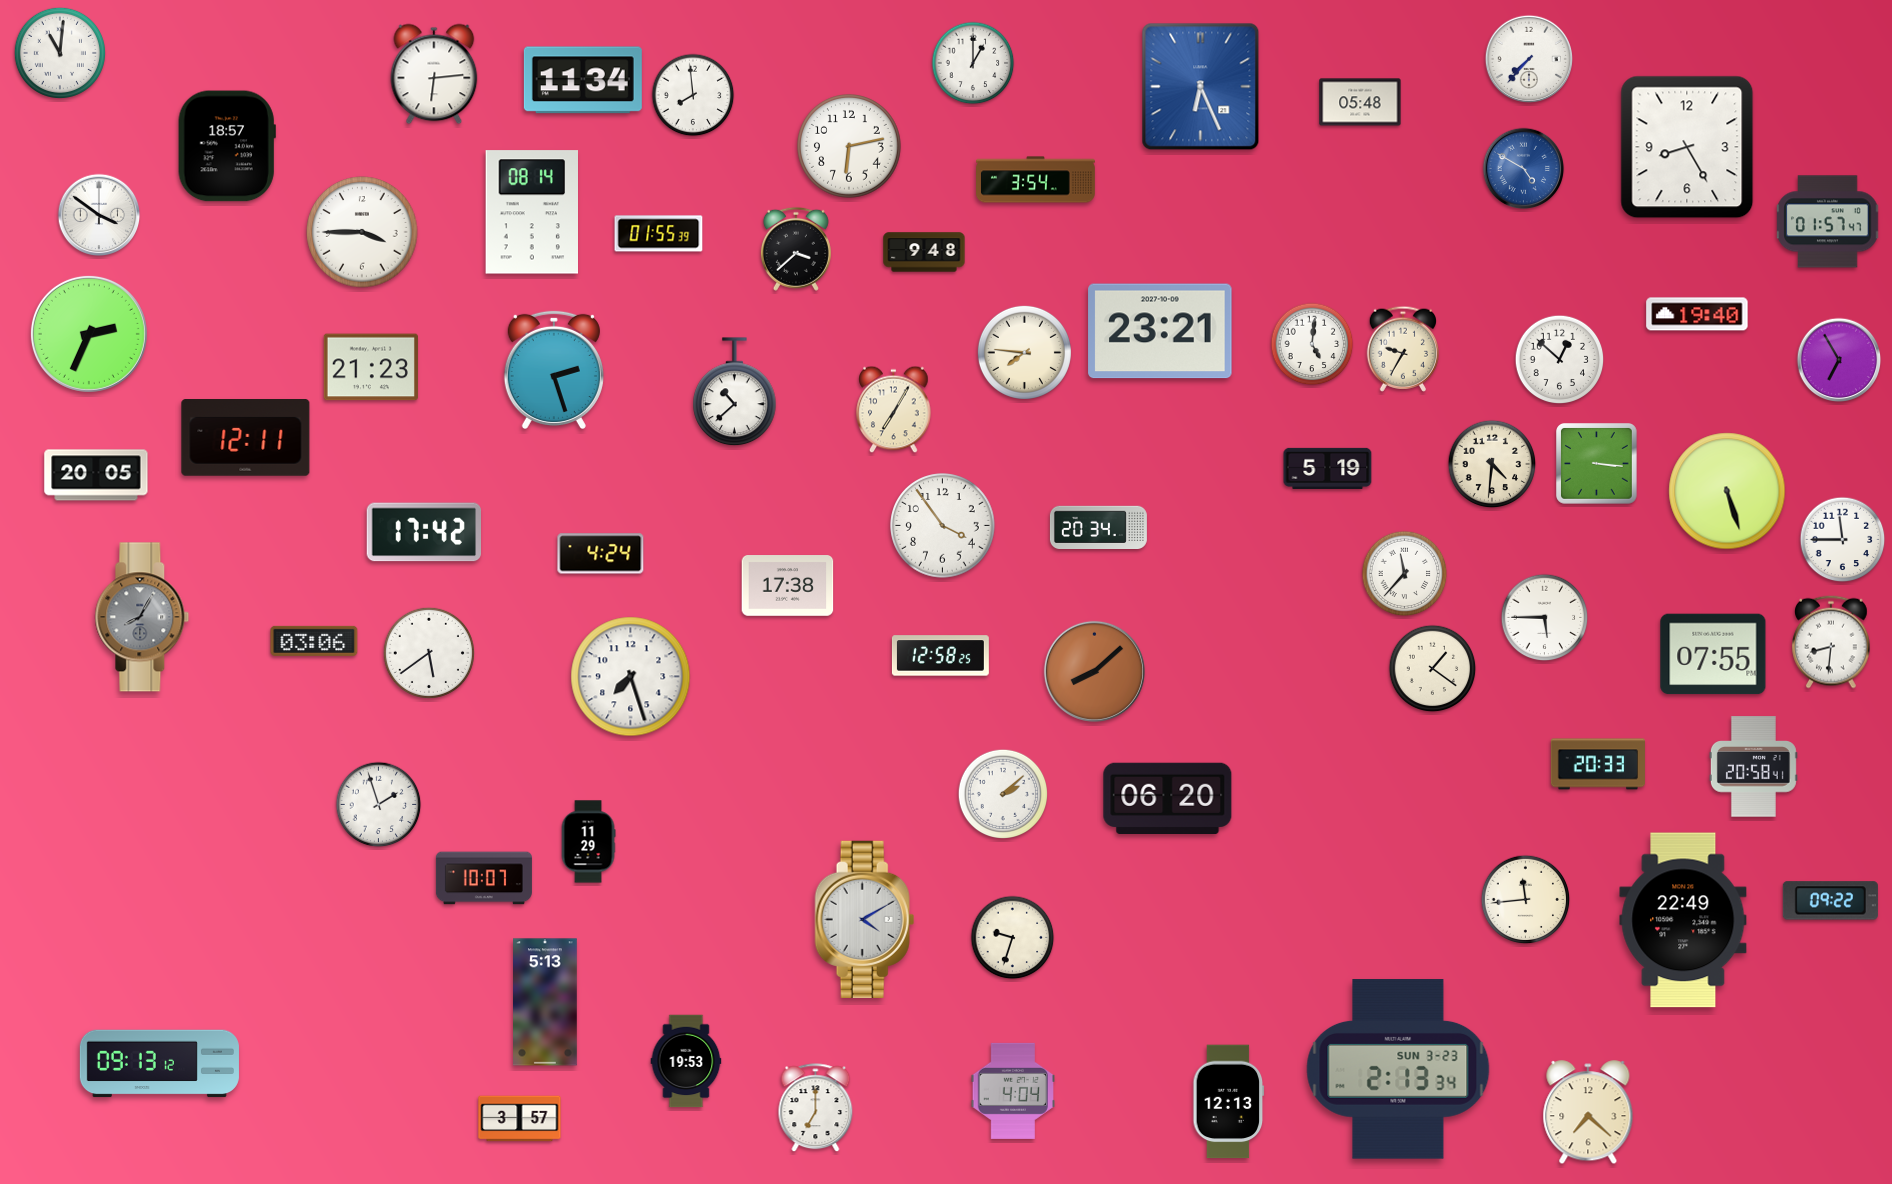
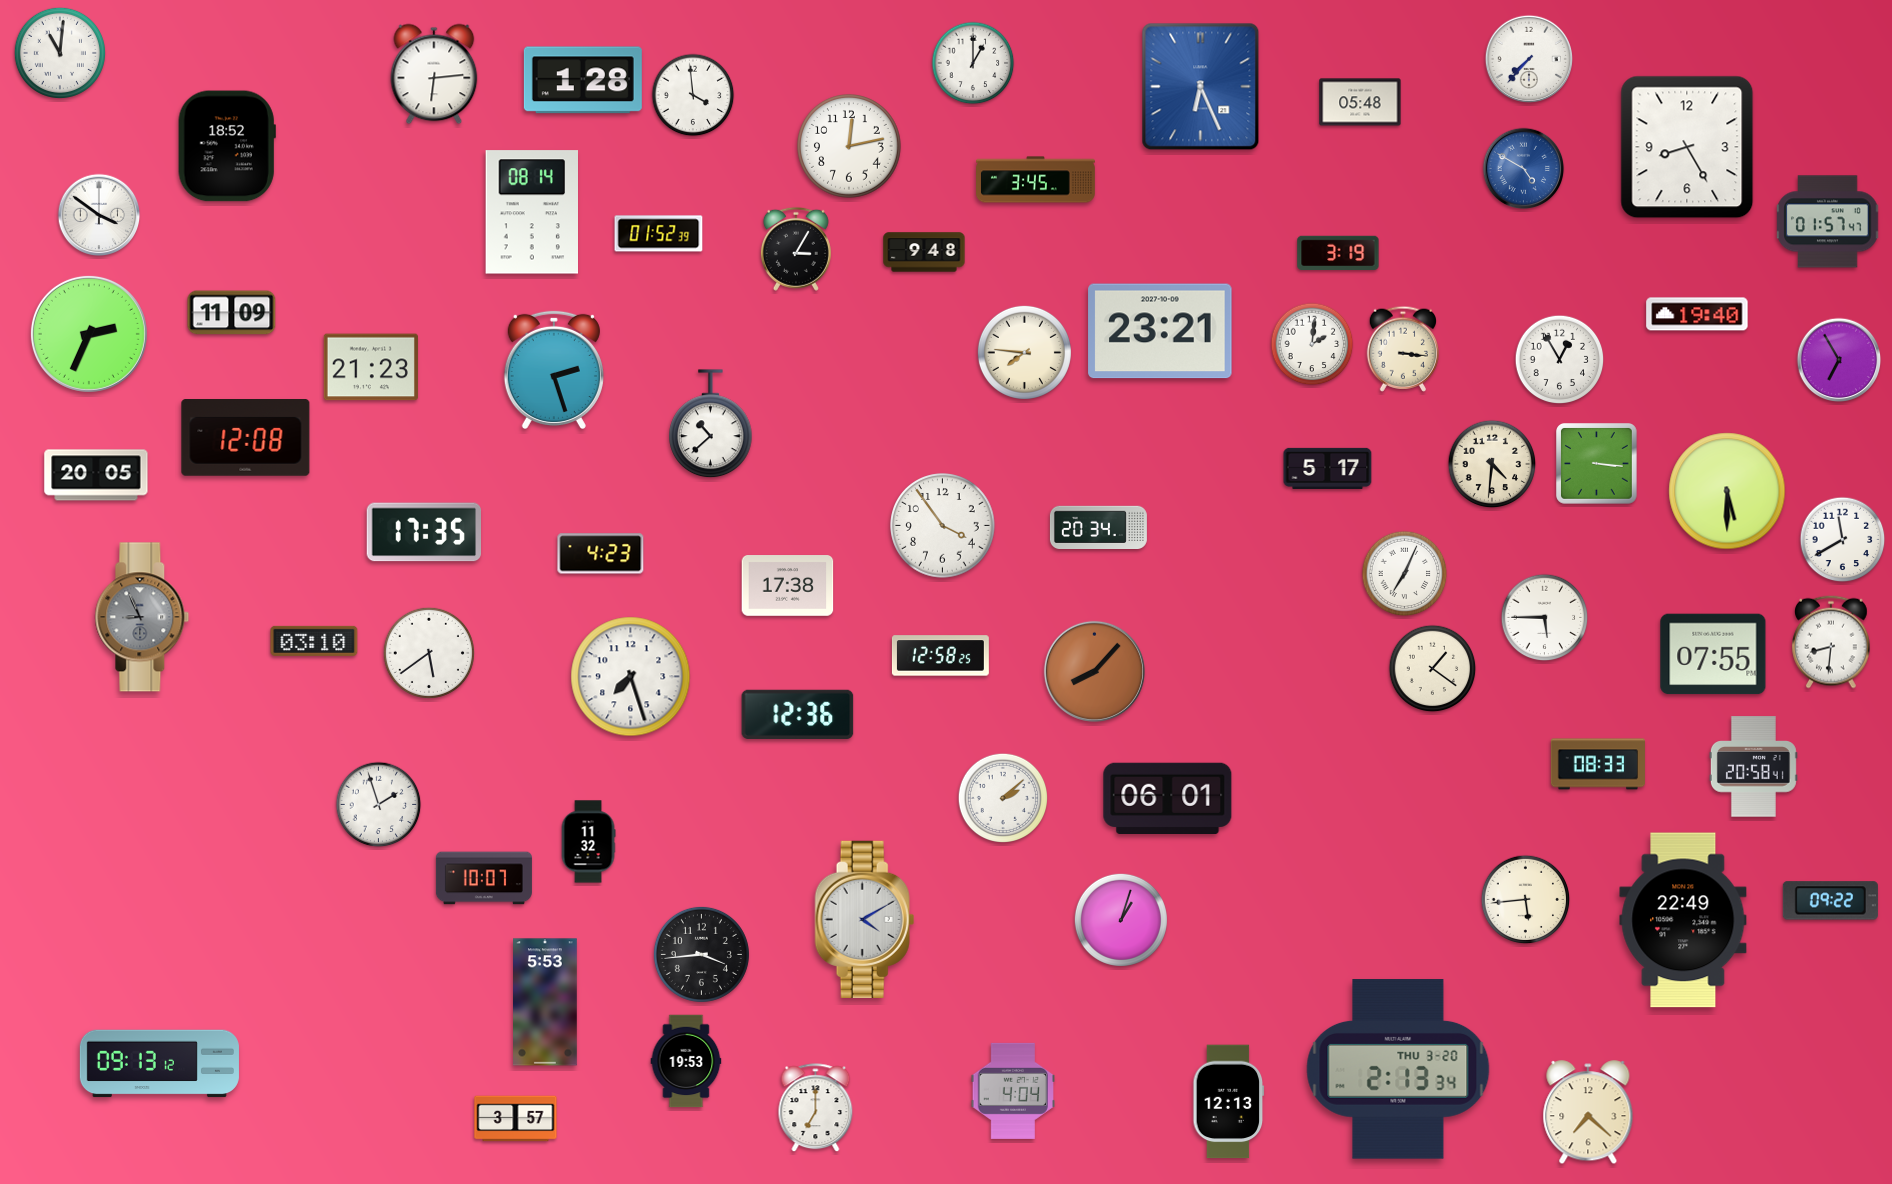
clock at (583, 80): 11:34 -> 1:28
clock at (693, 95): 7:59 -> 3:59
clock at (227, 146): 18:57 -> 18:52
clock at (850, 147): 6:13 -> 12:13
clock at (1036, 180): 3:54 -> 3:45
clock at (362, 232): 3:45 -> none
clock at (659, 234): 01:55 -> 01:52
clock at (796, 249): 3:38 -> 3:05
clock at (1338, 252): none -> 3:19
clock at (232, 313): none -> 11:09
clock at (1312, 344): 5:01 -> 2:01
clock at (1402, 349): 9:35 -> 3:16
clock at (1560, 360): 12:52 -> 12:55
clock at (735, 392) position: (735, 392) -> (711, 424)
clock at (894, 410): 7:05 -> none
clock at (246, 438): 12:11 -> 12:08
clock at (1328, 468): 5:19 -> 5:17
clock at (1727, 491): 5:27 -> 5:30
clock at (424, 532): 17:42 -> 17:35
clock at (1843, 540): 11:45 -> 11:40
clock at (601, 554): 4:24 -> 4:23
clock at (1405, 574): 11:37 -> 7:04
clock at (142, 617): 8:05 -> 8:56
clock at (314, 641): 03:06 -> 03:10
clock at (1094, 671): 8:08 -> 8:07
clock at (798, 714): none -> 12:36
clock at (1598, 764): 20:33 -> 08:33
clock at (1002, 793) position: (1002, 793) -> (1002, 797)
clock at (1168, 798): 06:20 -> 06:01
clock at (588, 842): 11:29 -> 11:32
clock at (1526, 900): 11:44 -> 5:44
clock at (1121, 920): none -> 1:03
clock at (1013, 938): 9:33 -> none
clock at (701, 954): none -> 3:44
clock at (546, 1002): 5:13 -> 5:53
clock at (1398, 1069) date: SUN 3-23 -> THU 3-20
clock at (520, 1119) position: (520, 1119) -> (516, 1119)
